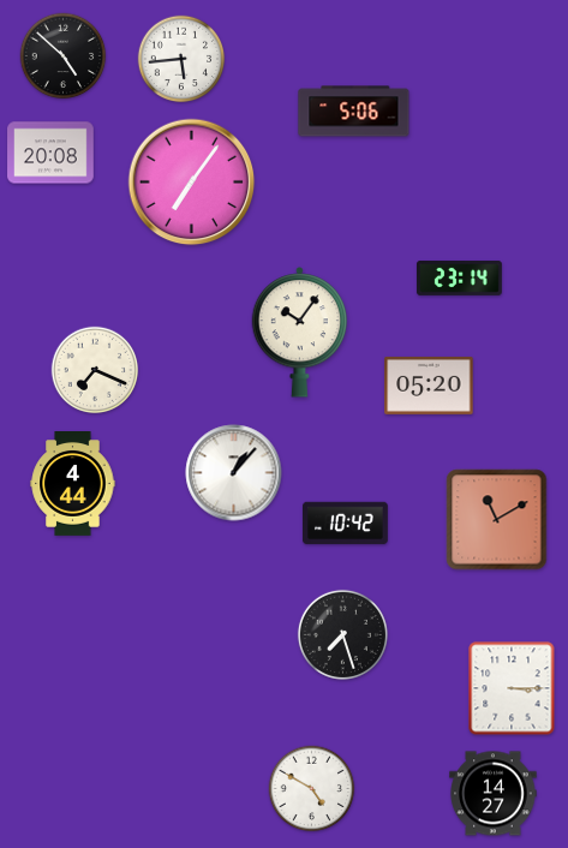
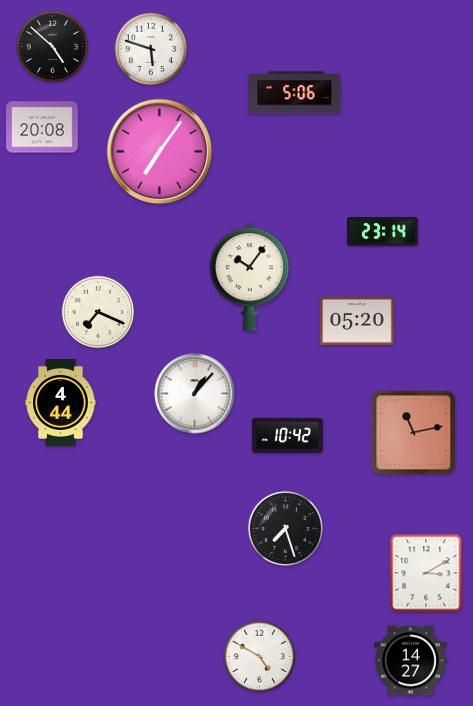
clock at (181, 59): 5:44 -> 5:48
clock at (95, 370) position: (95, 370) -> (98, 312)
clock at (497, 520): 11:10 -> 11:13
clock at (512, 688): 3:15 -> 3:10
